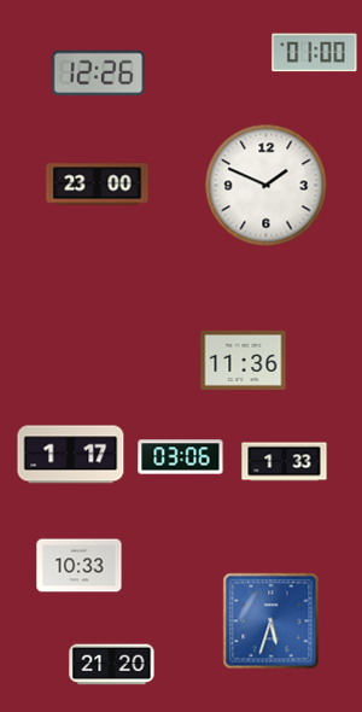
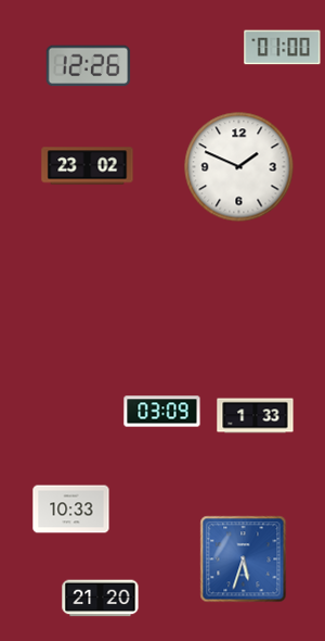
clock at (98, 185): 23:00 -> 23:02
clock at (244, 360): 11:36 -> none
clock at (71, 455): 1:17 -> none
clock at (181, 457): 03:06 -> 03:09
